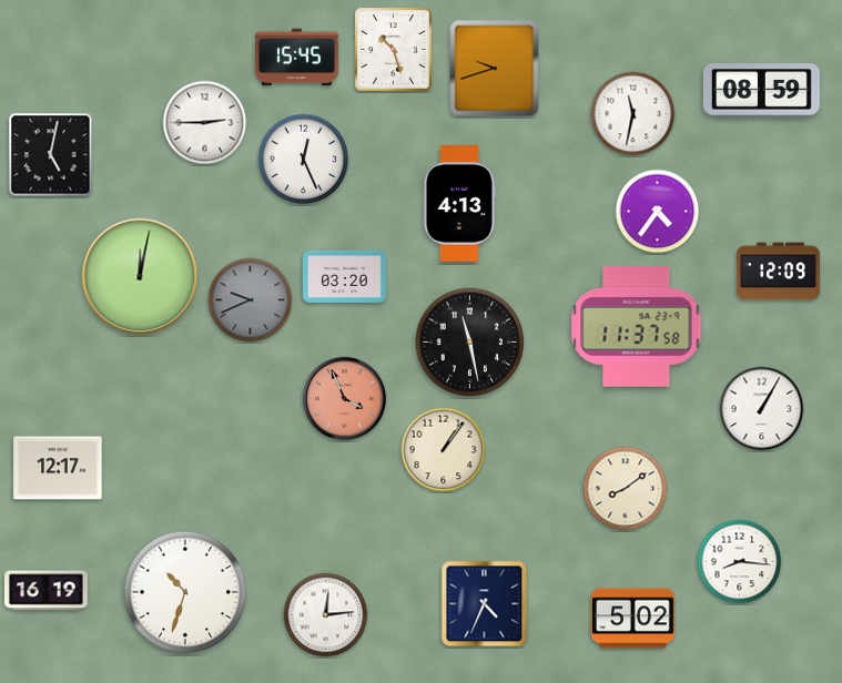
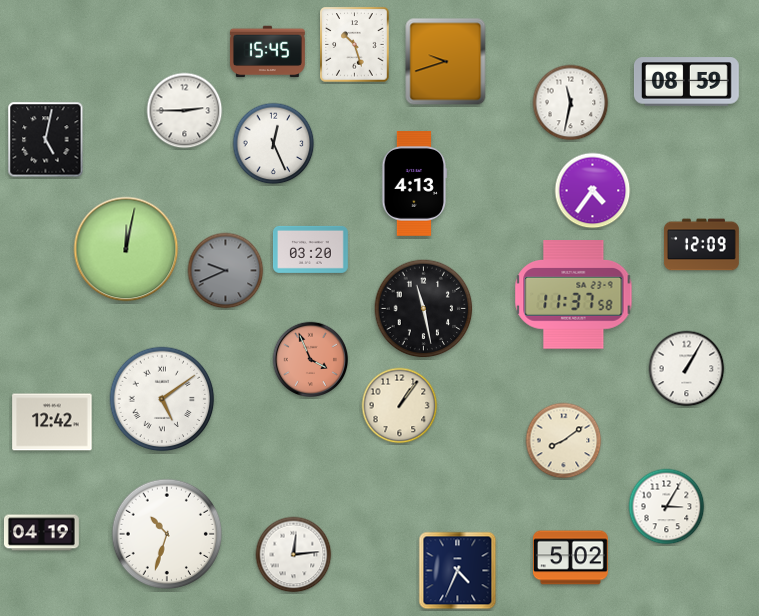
clock at (162, 399): none -> 5:09
clock at (58, 468): 12:17 -> 12:42
clock at (740, 562): 8:16 -> 3:05
clock at (45, 591): 16:19 -> 04:19
clock at (485, 604) position: (485, 604) -> (458, 571)
